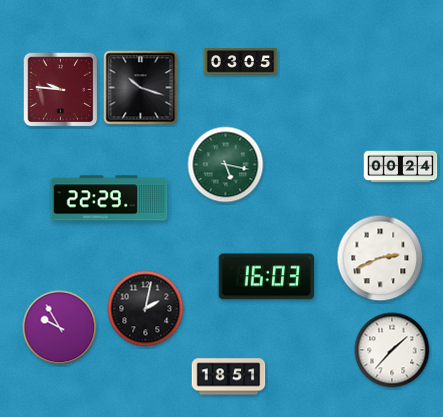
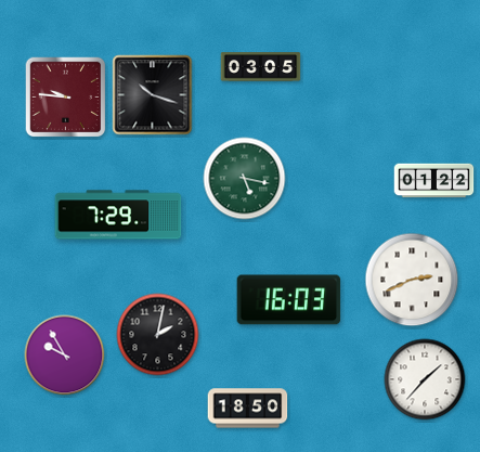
clock at (401, 167): 00:24 -> 01:22
clock at (109, 198): 22:29 -> 7:29
clock at (229, 377): 18:51 -> 18:50
